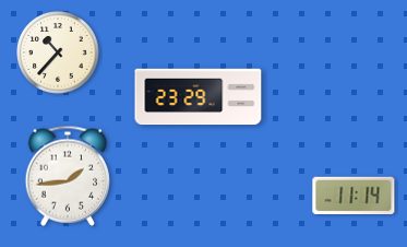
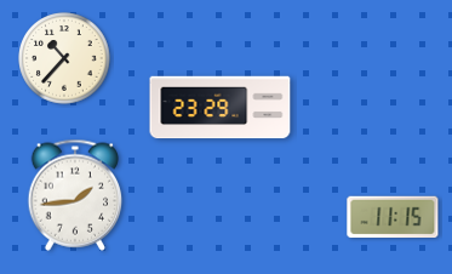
clock at (354, 196): 11:14 -> 11:15
